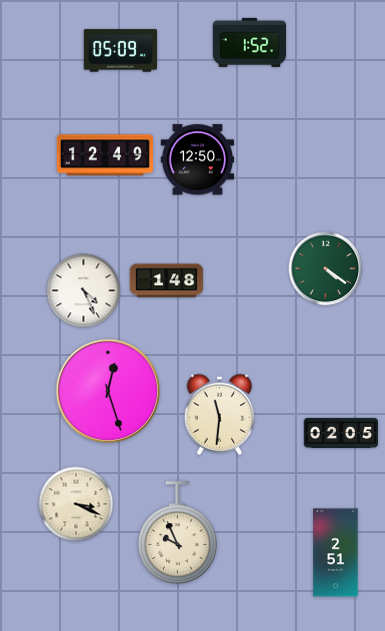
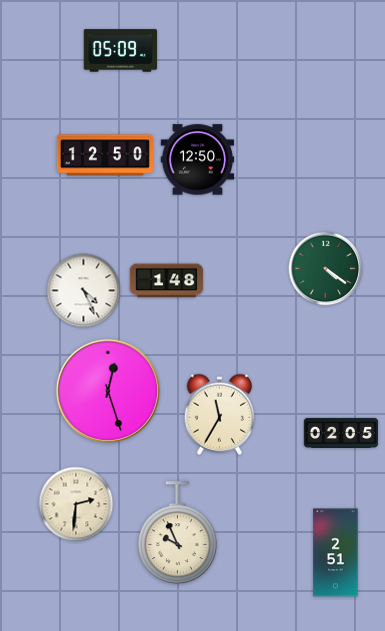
clock at (250, 42): 1:52 -> none
clock at (104, 155): 12:49 -> 12:50
clock at (220, 414): 11:31 -> 11:35
clock at (76, 504): 3:19 -> 2:31
